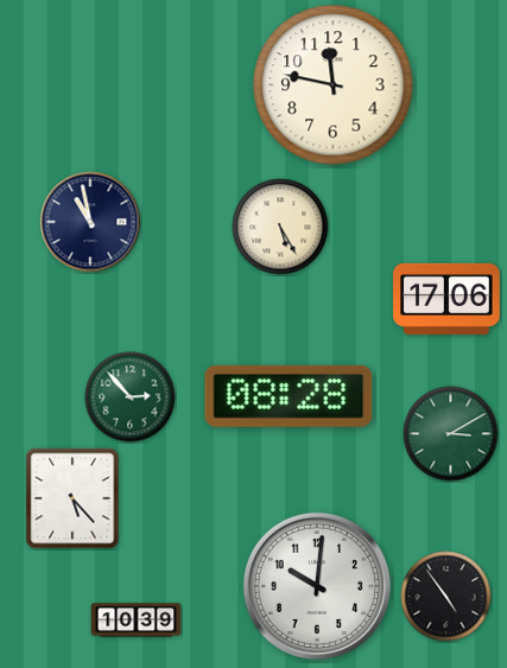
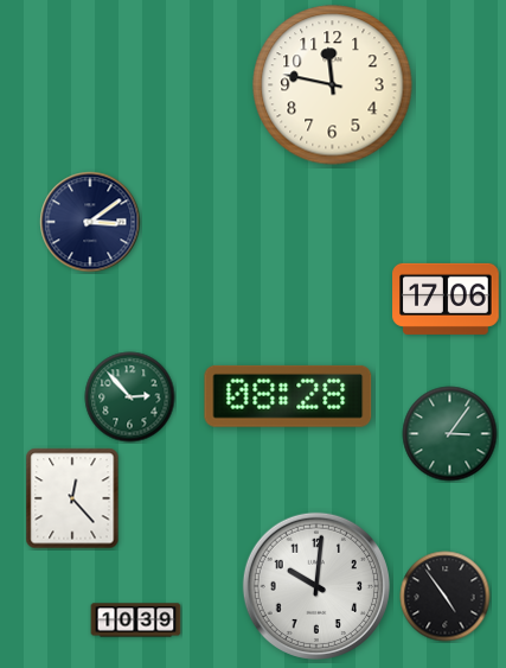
clock at (90, 222): 10:58 -> 3:09
clock at (280, 227): 5:25 -> none
clock at (451, 434): 3:10 -> 3:06
clock at (72, 498): 5:23 -> 12:23
